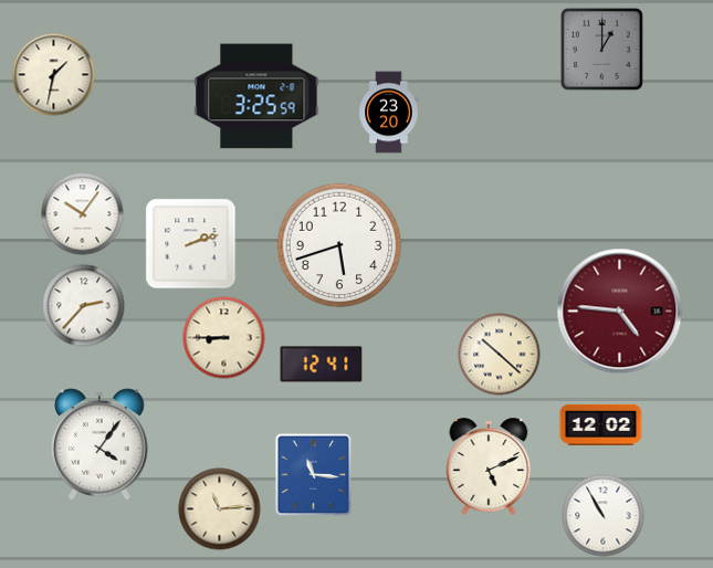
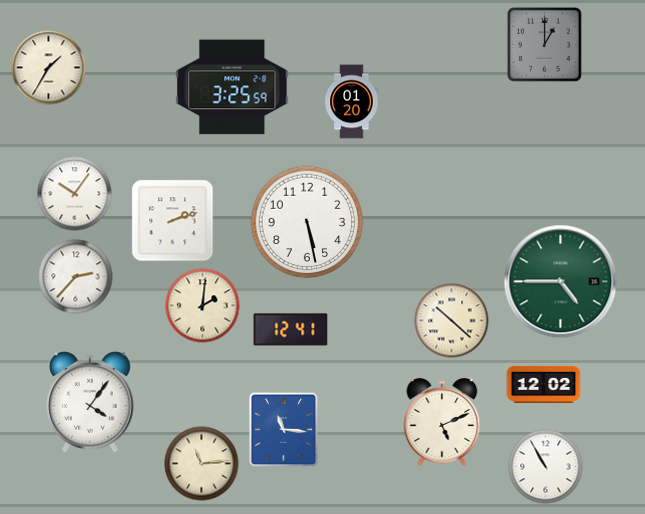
clock at (54, 75): 1:32 -> 1:35
clock at (389, 113): 23:20 -> 01:20
clock at (339, 245): 5:42 -> 5:28
clock at (620, 312): 4:46 -> 4:45
clock at (620, 312) dial: burgundy -> green
clock at (224, 338): 8:45 -> 2:01
clock at (220, 509) position: (220, 509) -> (202, 464)
